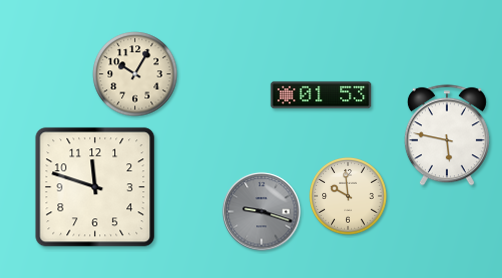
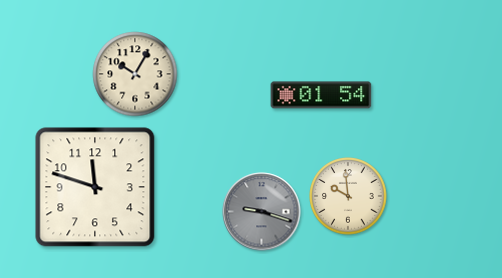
clock at (321, 95): 01:53 -> 01:54
clock at (447, 135): 5:47 -> none
